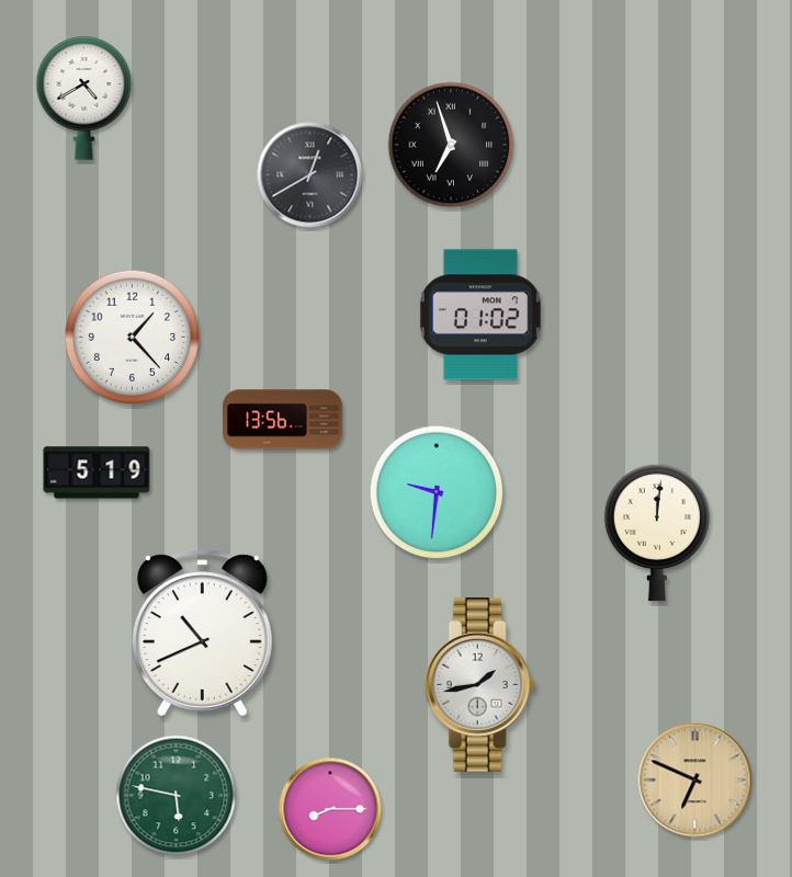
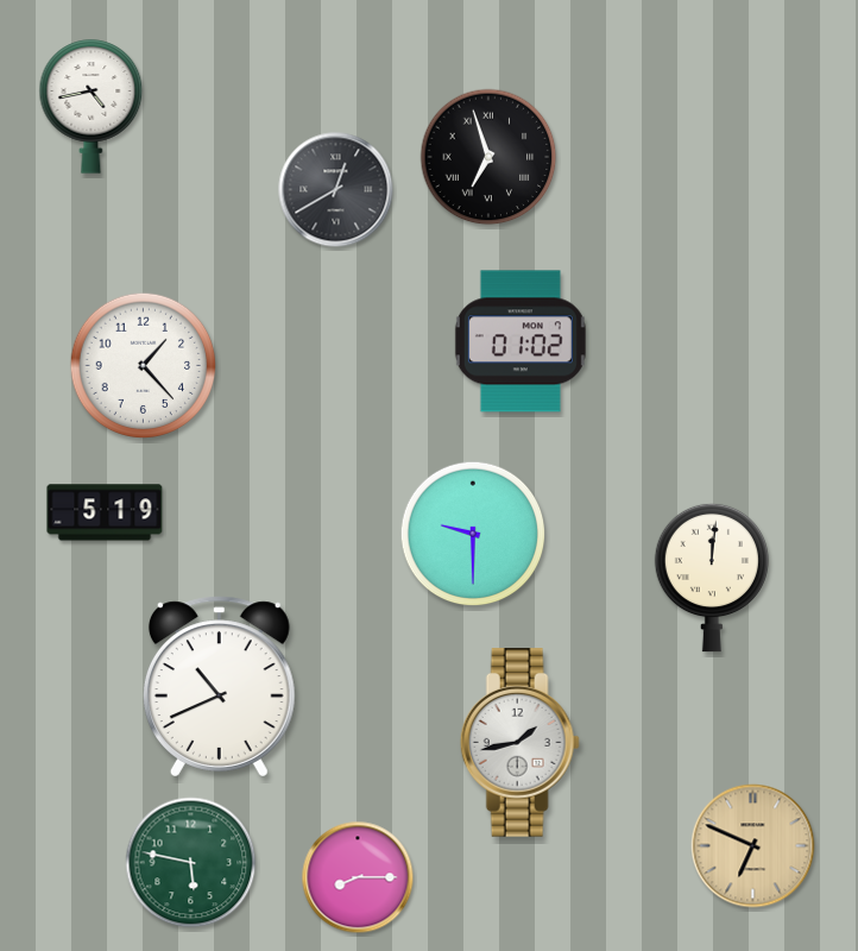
clock at (84, 99): 4:40 -> 4:43
clock at (283, 420): 13:56 -> none
clock at (437, 492): 9:31 -> 9:30
